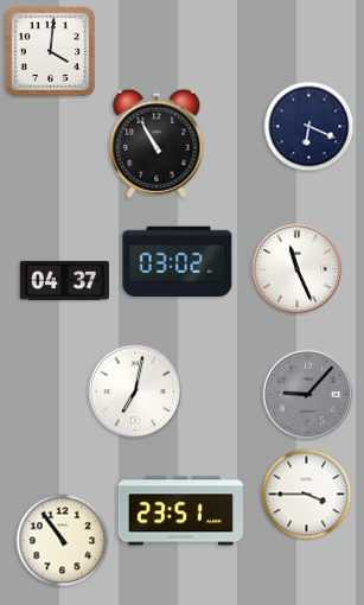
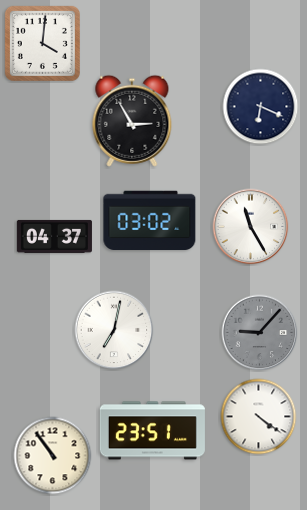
clock at (157, 144): 10:55 -> 2:55
clock at (298, 269): 11:26 -> 11:25
clock at (307, 495): 3:45 -> 4:21
